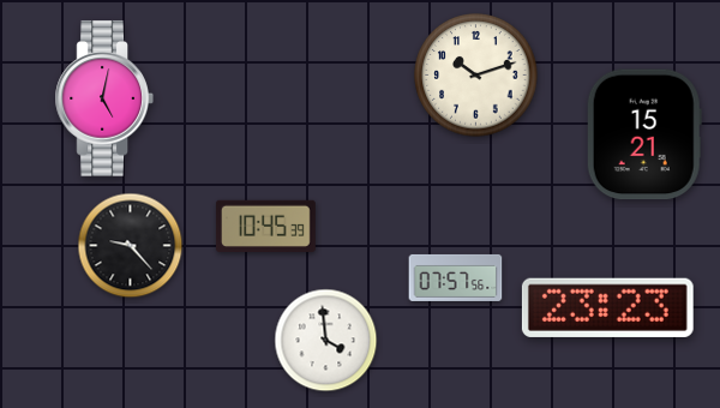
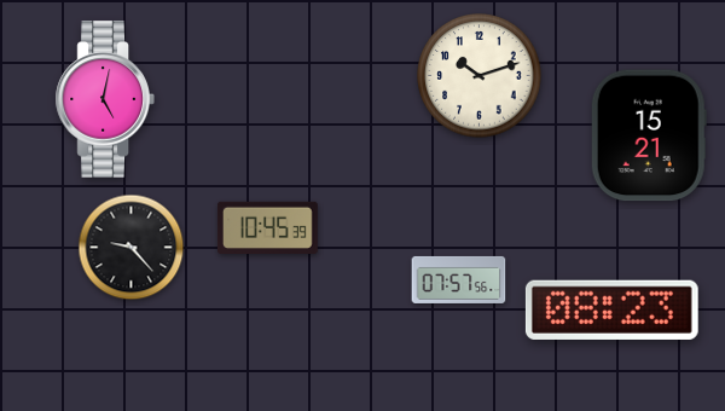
clock at (607, 307): 23:23 -> 08:23
clock at (326, 341): 3:59 -> none
